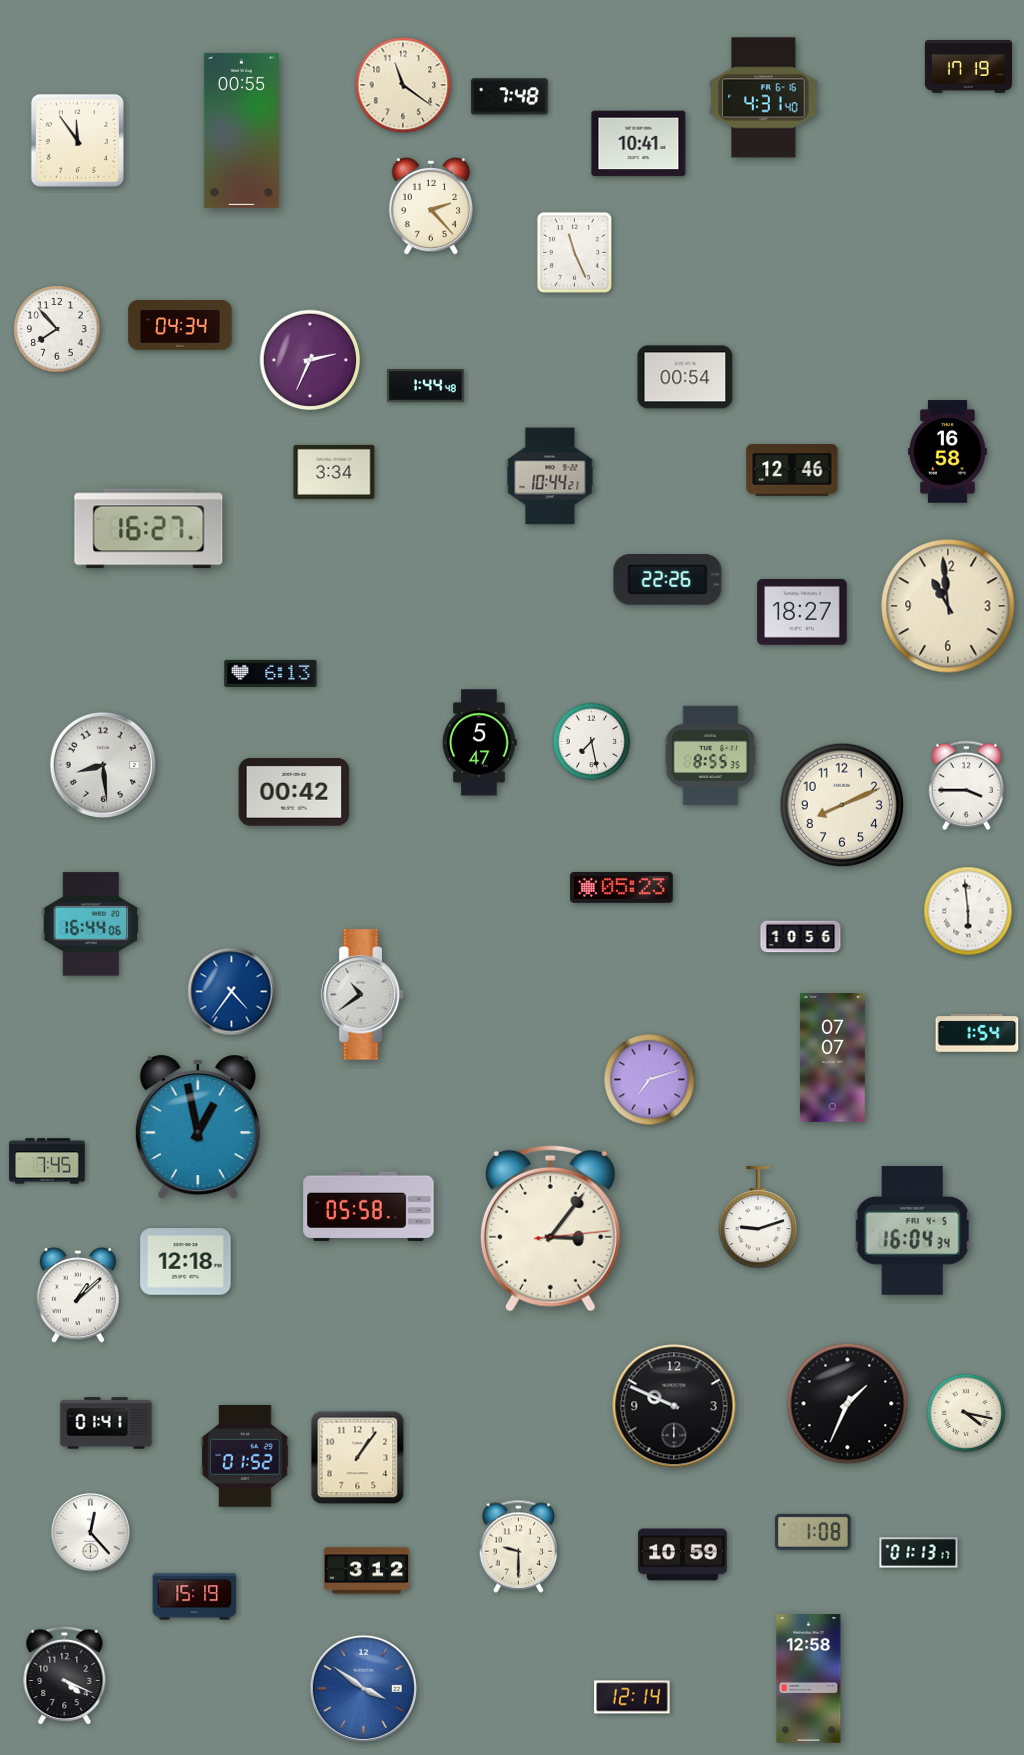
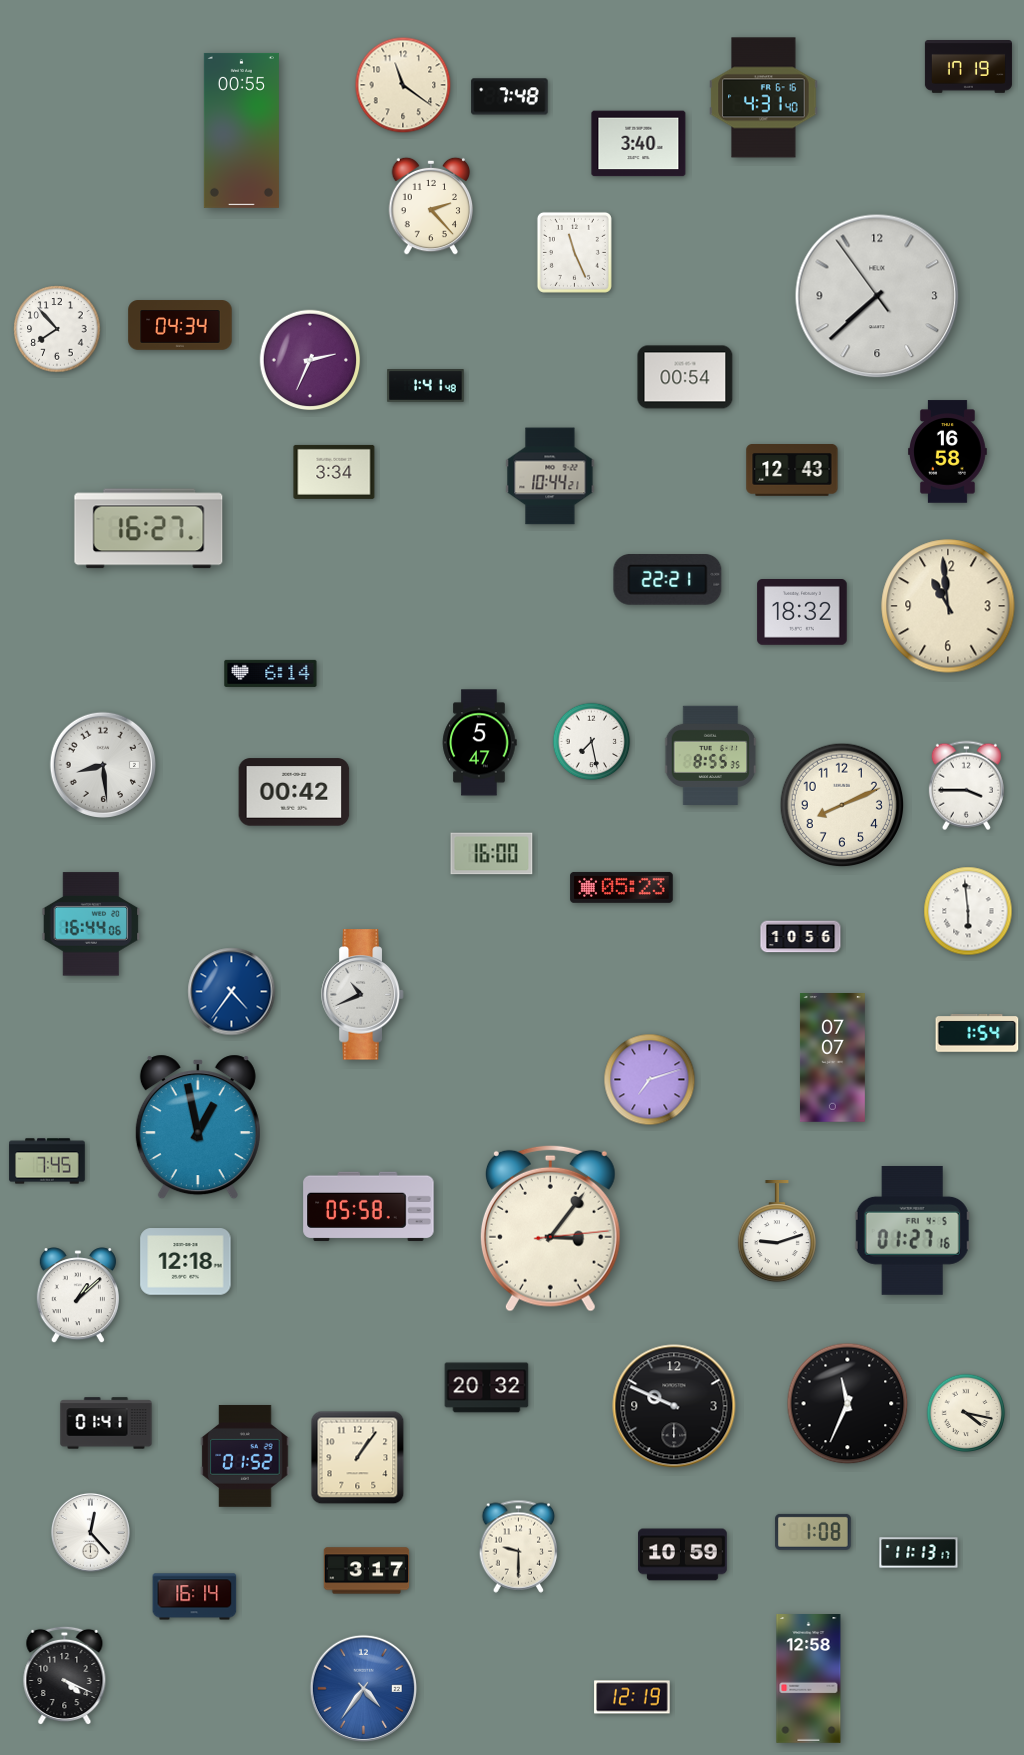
clock at (77, 140): 11:54 -> none
clock at (639, 144): 10:41 -> 3:40
clock at (877, 296): none -> 7:37
clock at (426, 386): 1:44 -> 1:41
clock at (792, 471): 12:46 -> 12:43
clock at (668, 580): 22:26 -> 22:21
clock at (802, 613): 18:27 -> 18:32
clock at (271, 673): 6:13 -> 6:14
clock at (492, 854): none -> 16:00
clock at (363, 995): 10:39 -> 10:41
clock at (758, 1218) position: (758, 1218) -> (777, 1232)
clock at (912, 1230): 16:04 -> 01:27
clock at (487, 1388): none -> 20:32
clock at (848, 1404): 1:34 -> 11:34
clock at (919, 1553): 01:13 -> 11:13
clock at (367, 1571): 3:12 -> 3:17
clock at (195, 1597): 15:19 -> 16:14
clock at (363, 1688): 3:51 -> 4:36
clock at (632, 1697): 12:14 -> 12:19
